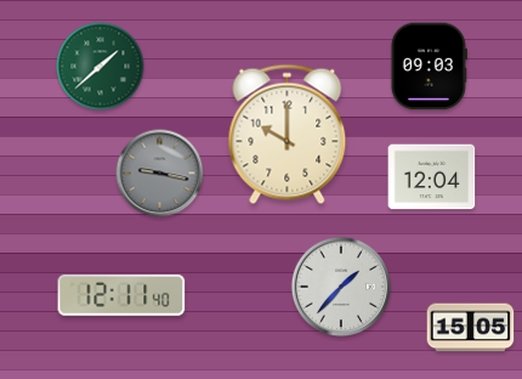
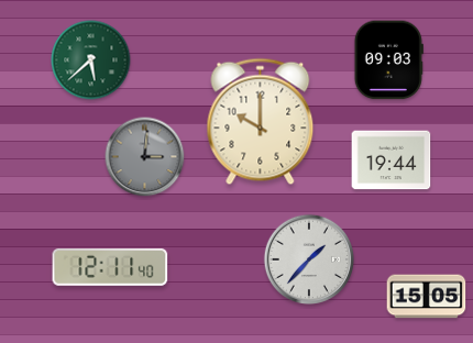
clock at (101, 67): 1:38 -> 5:38
clock at (160, 174): 9:17 -> 3:01
clock at (432, 177): 12:04 -> 19:44
